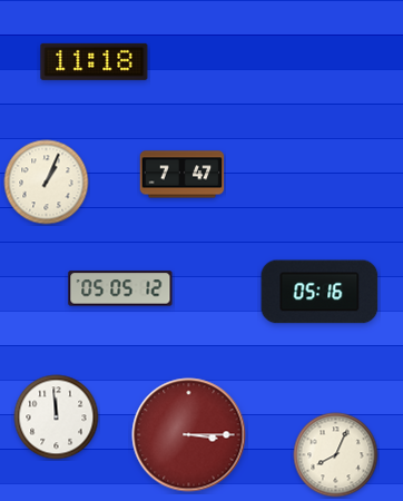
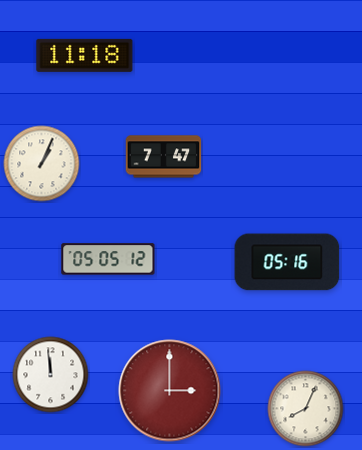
clock at (189, 435): 3:15 -> 3:00
clock at (336, 455) position: (336, 455) -> (306, 409)
